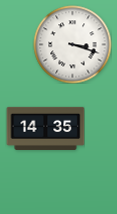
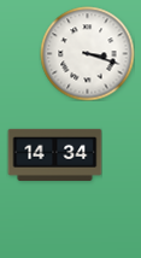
clock at (45, 128): 14:35 -> 14:34
